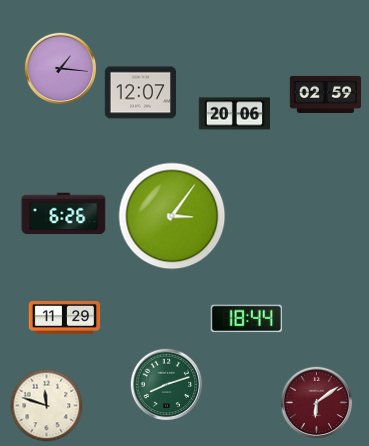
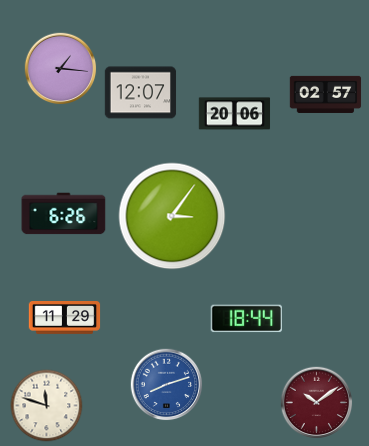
clock at (326, 94): 02:59 -> 02:57
clock at (167, 385) dial: green -> blue
clock at (317, 403): 6:09 -> 10:09
